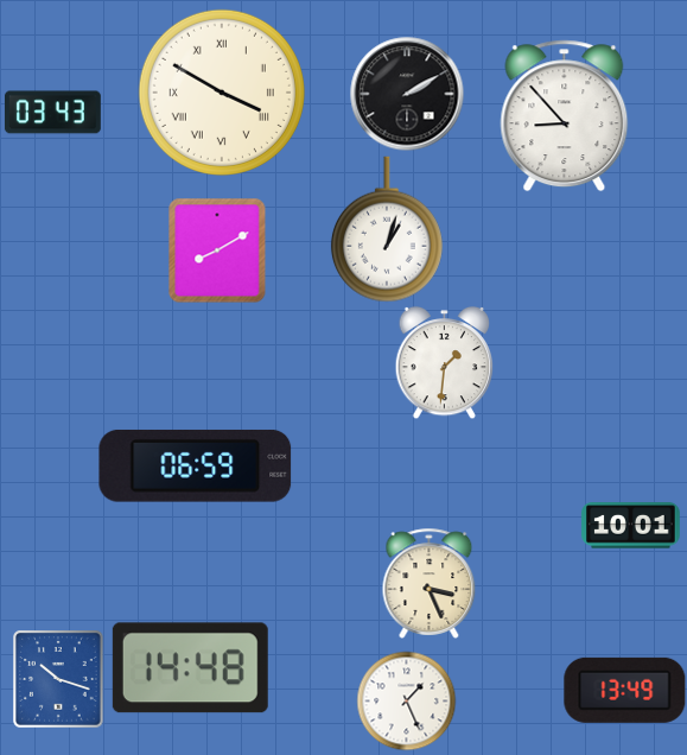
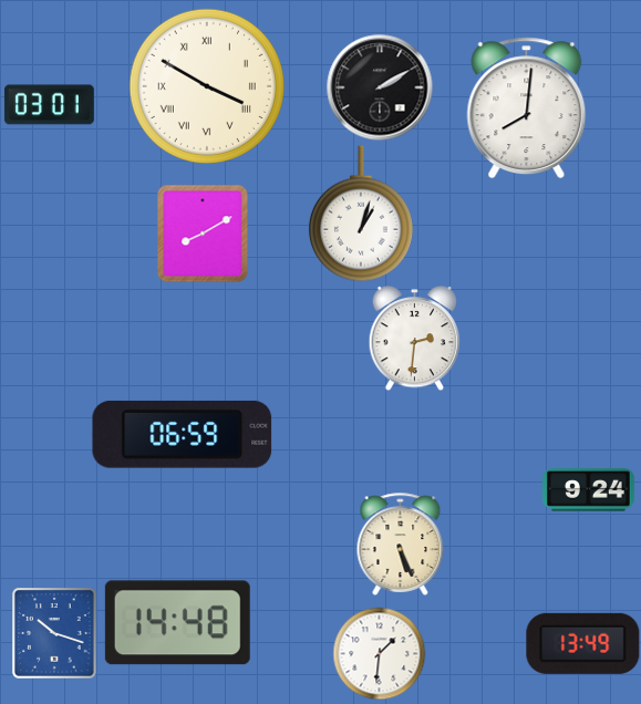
clock at (53, 113): 03:43 -> 03:01
clock at (565, 116): 8:53 -> 8:01
clock at (445, 362): 1:31 -> 2:31
clock at (631, 526): 10:01 -> 9:24
clock at (430, 583): 3:26 -> 5:26
clock at (406, 700): 1:26 -> 1:31
